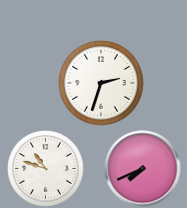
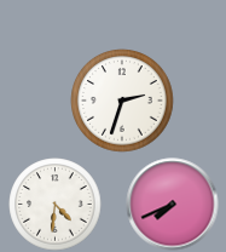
clock at (46, 169): 10:48 -> 4:31
